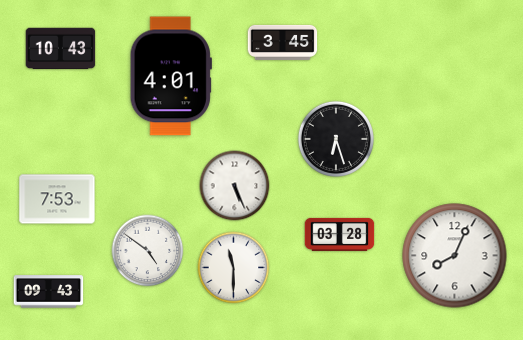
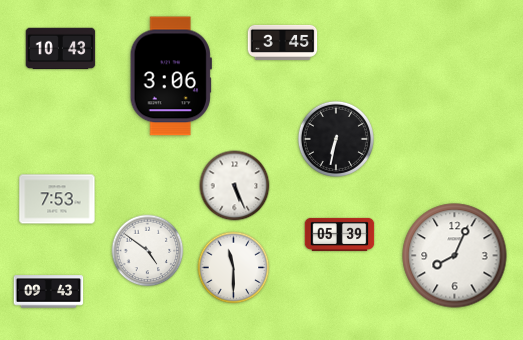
clock at (171, 76): 4:01 -> 3:06
clock at (336, 139): 6:27 -> 6:32
clock at (340, 234): 03:28 -> 05:39
